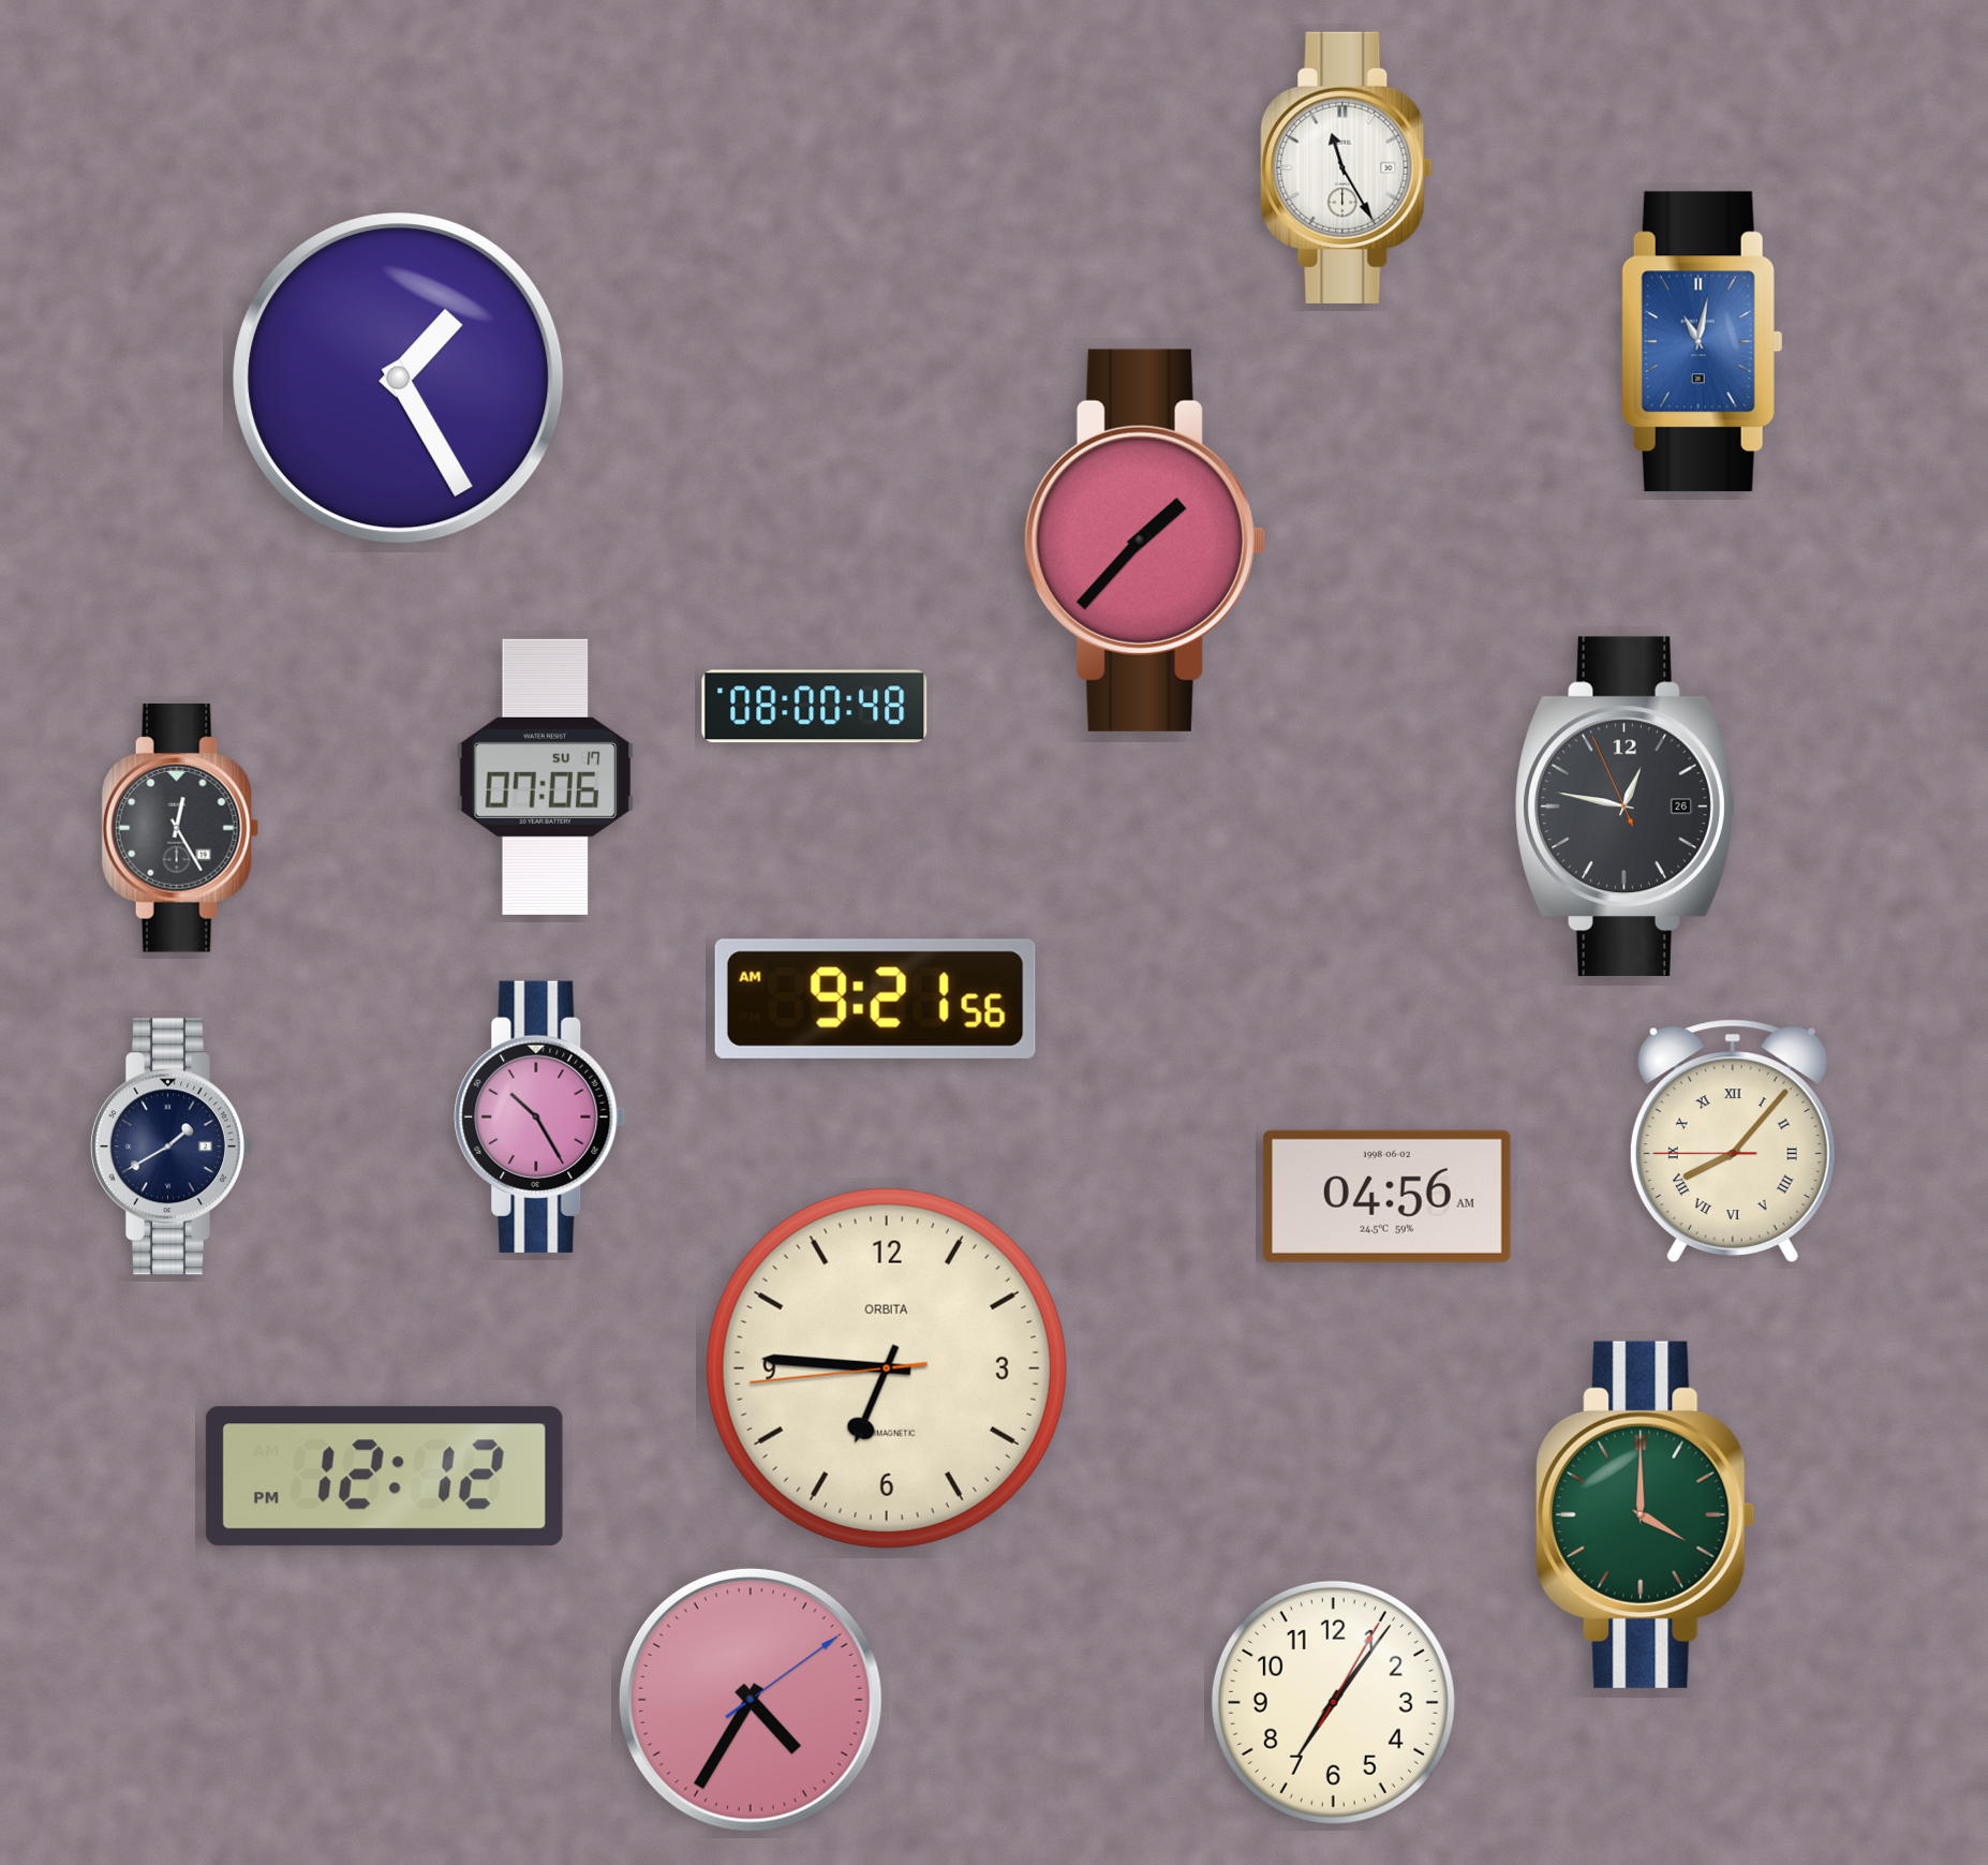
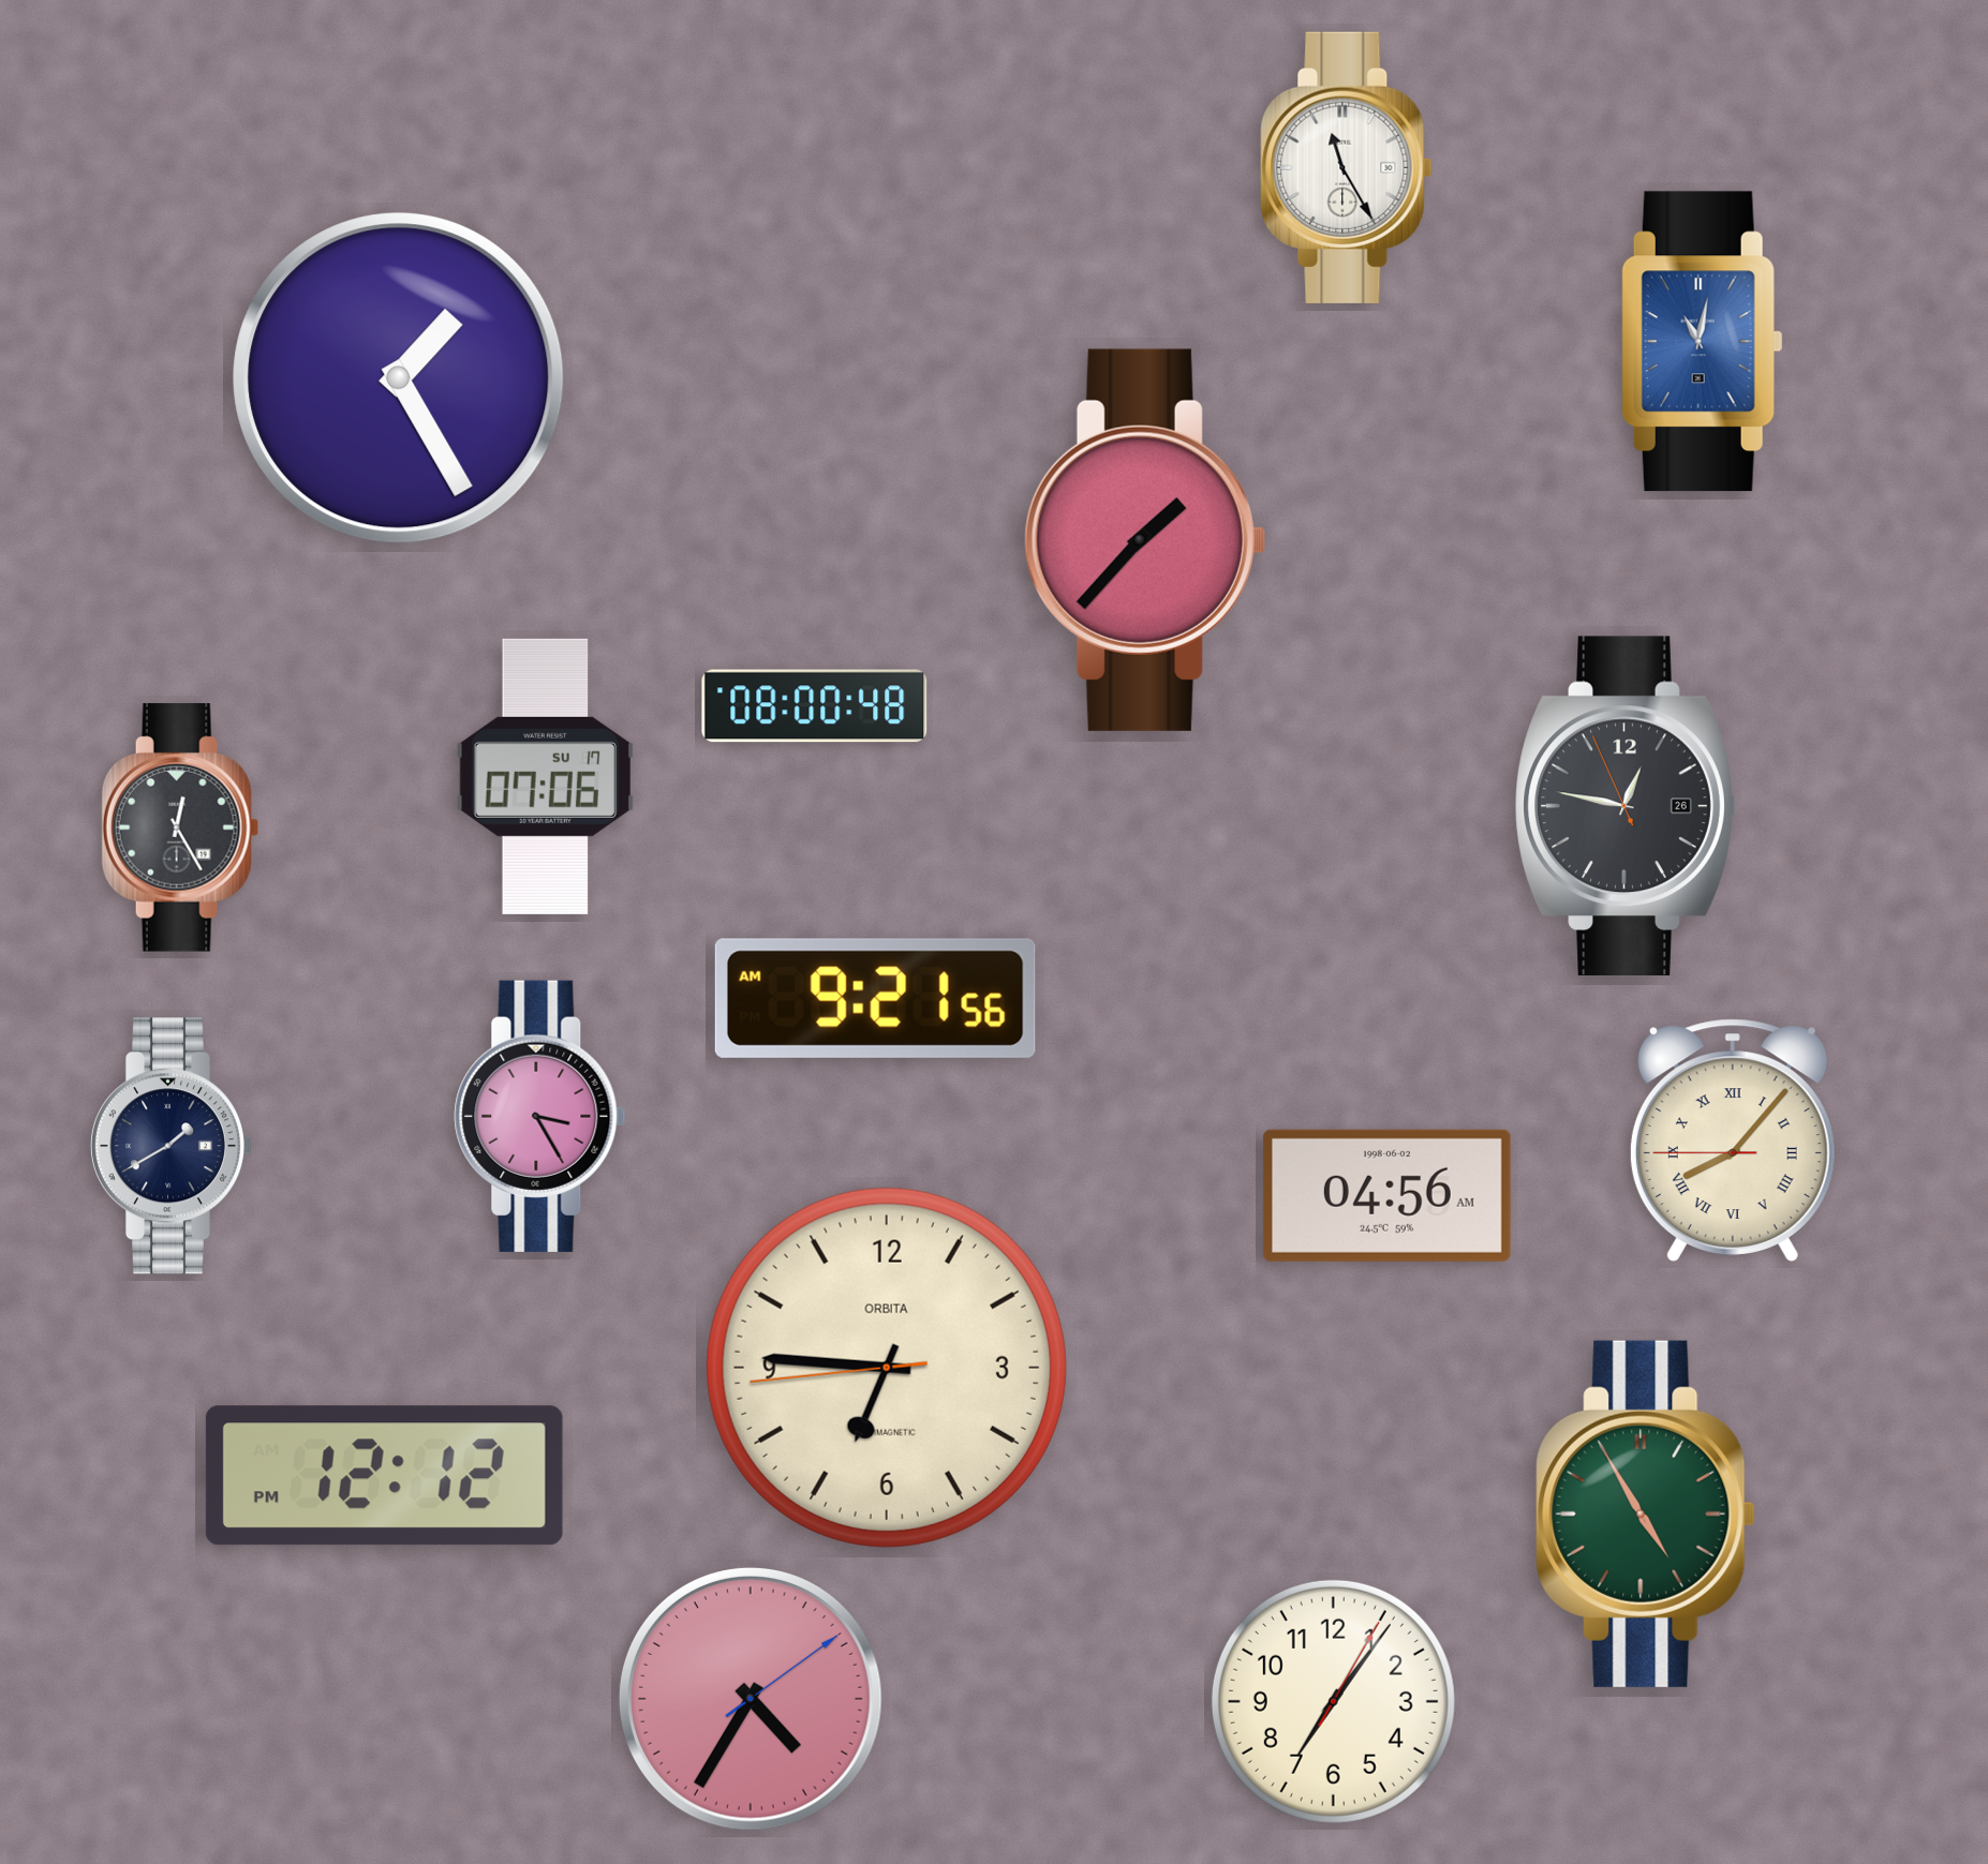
clock at (540, 1116): 10:25 -> 3:25
clock at (1646, 1514): 4:00 -> 4:55
